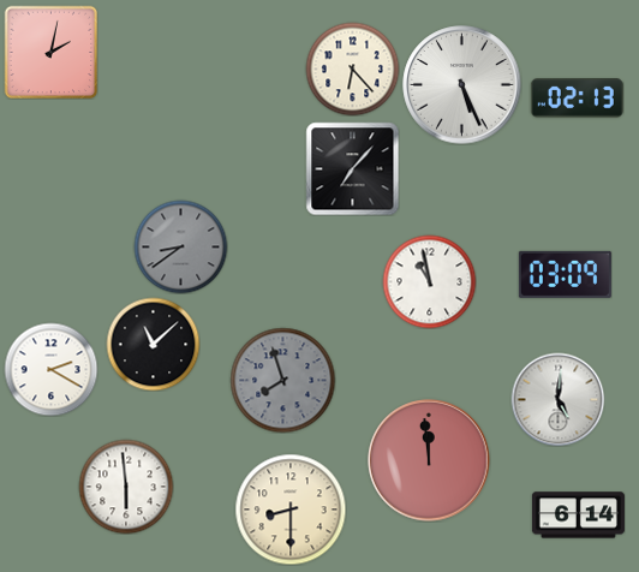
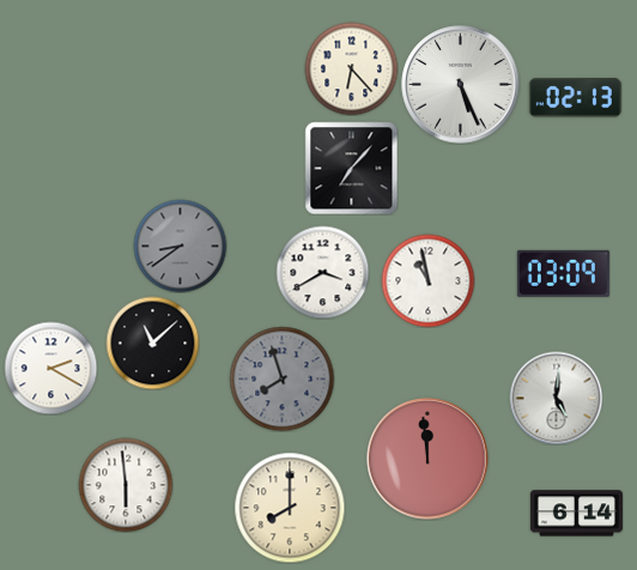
clock at (50, 52): 2:02 -> none
clock at (322, 272): none -> 3:40
clock at (291, 510): 8:30 -> 8:00
